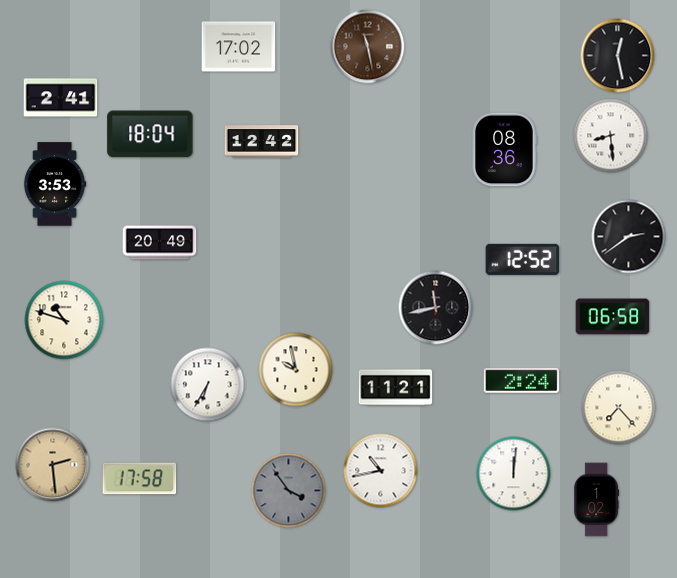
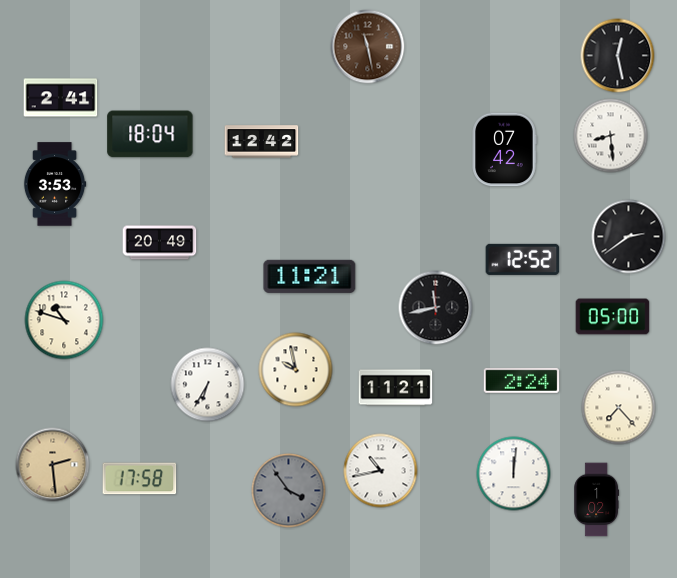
clock at (239, 47): 17:02 -> none
clock at (504, 150): 08:36 -> 07:42
clock at (310, 276): none -> 11:21
clock at (613, 317): 06:58 -> 05:00
